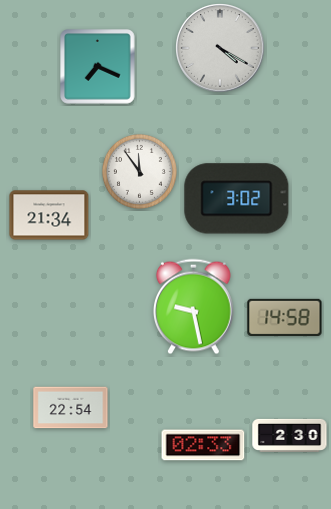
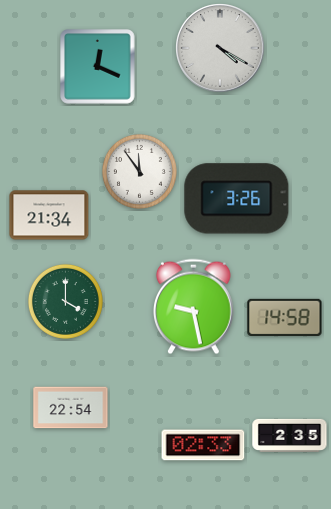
clock at (98, 67): 7:19 -> 12:19
clock at (237, 199): 3:02 -> 3:26
clock at (65, 301): none -> 4:00
clock at (290, 435): 2:30 -> 2:35
